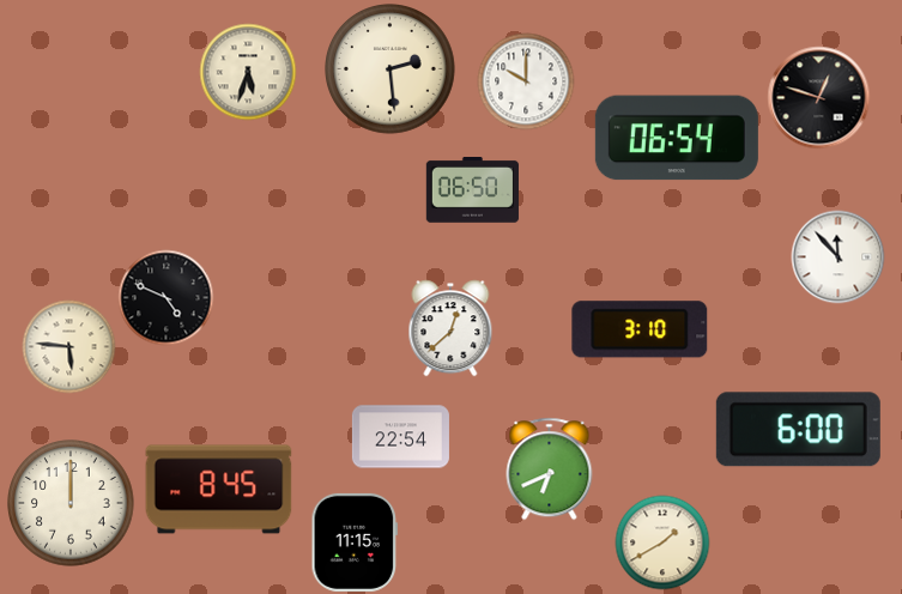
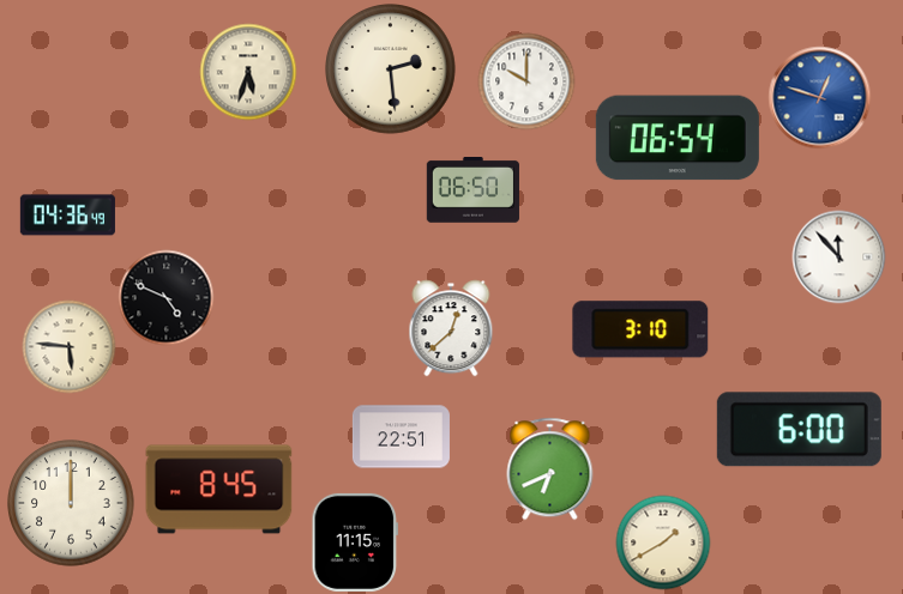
clock at (818, 97) dial: black -> blue
clock at (67, 216): none -> 04:36
clock at (400, 437): 22:54 -> 22:51
